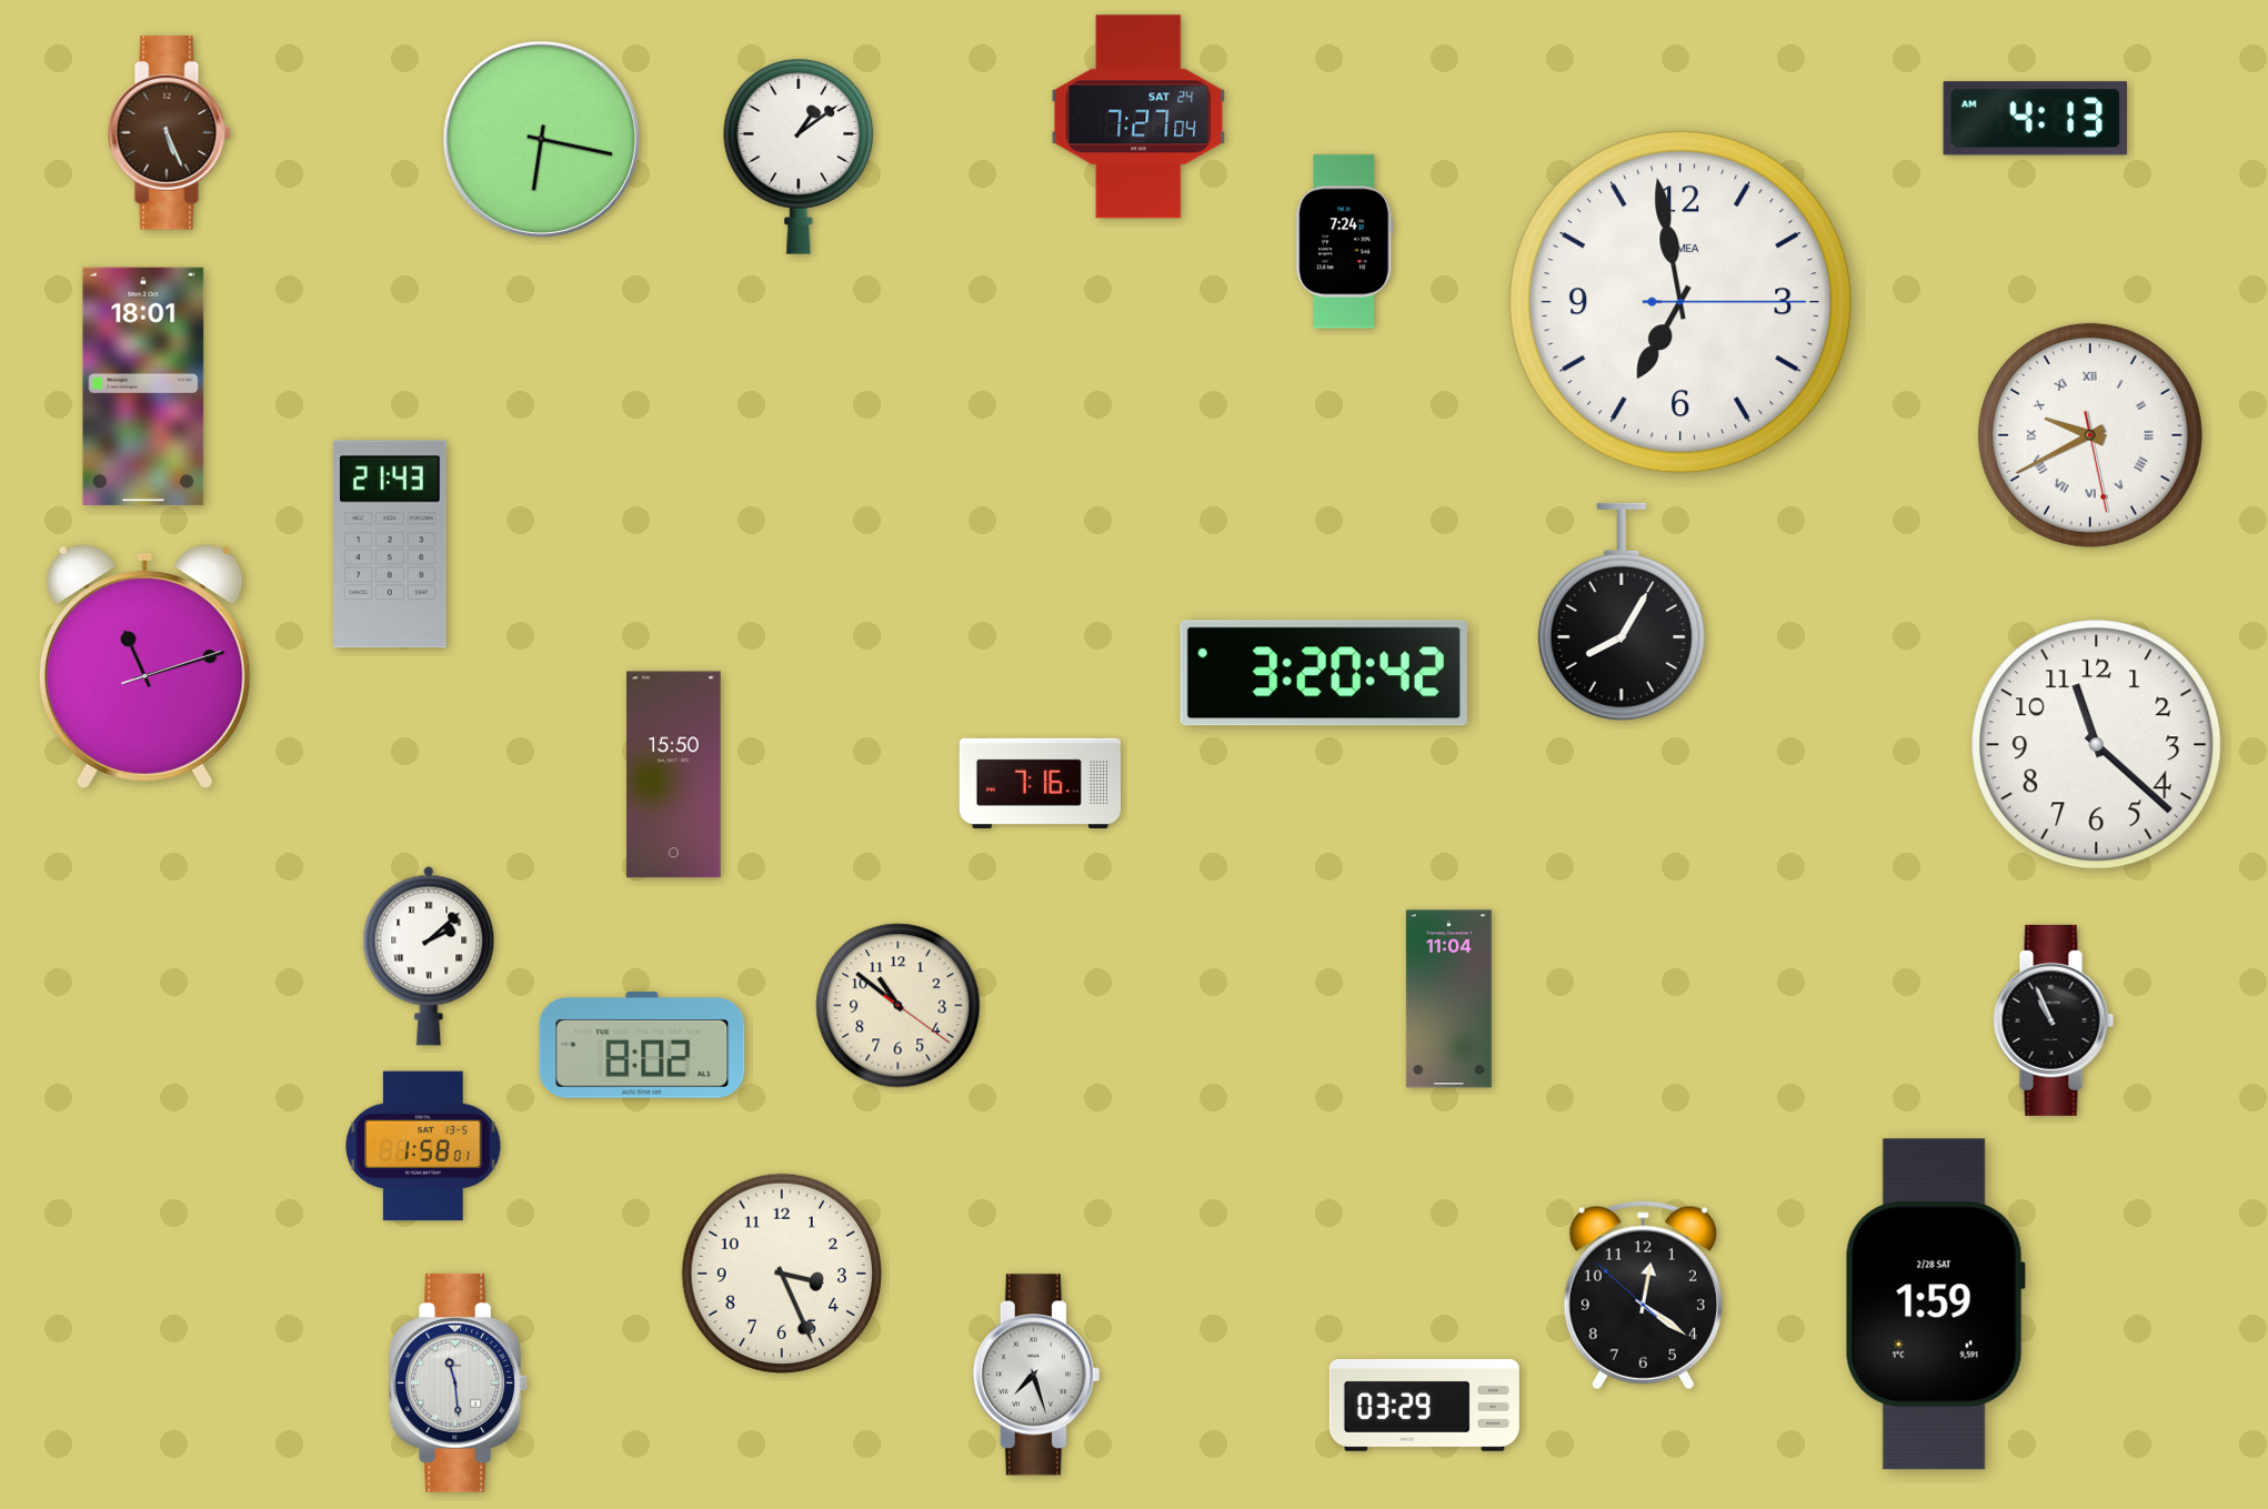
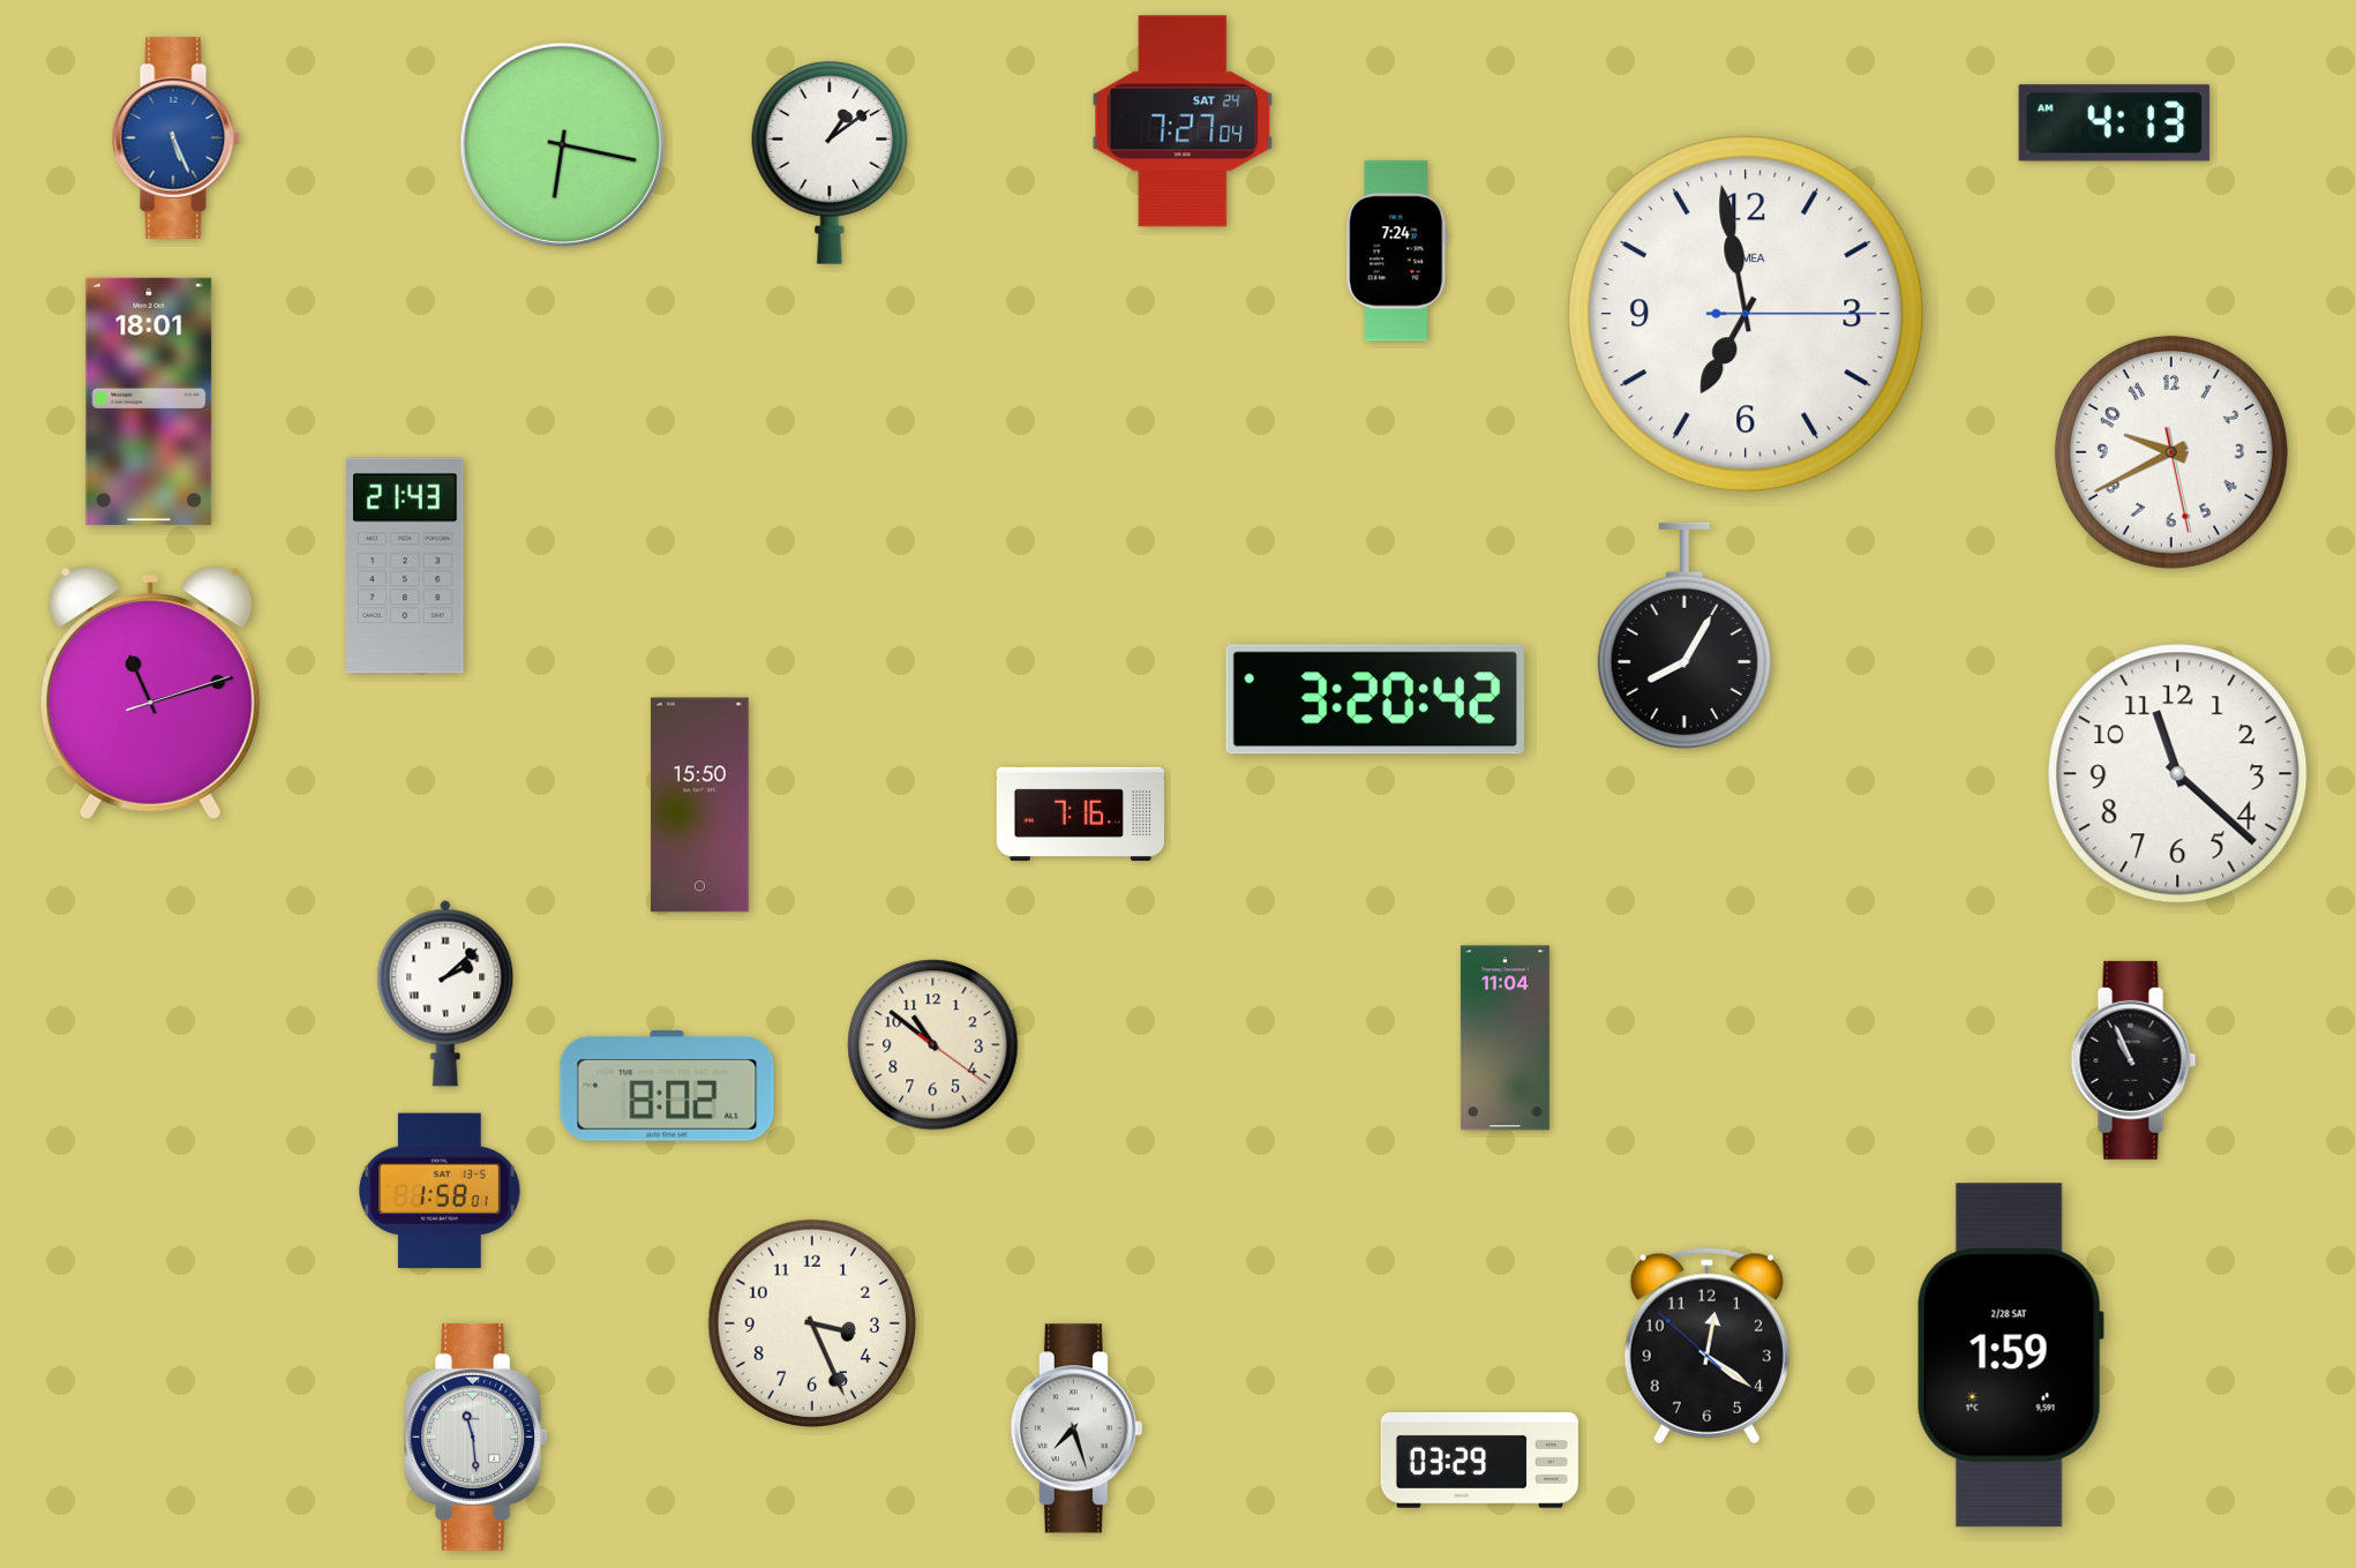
clock at (169, 133) dial: brown -> blue
clock at (2090, 435) numerals: Roman -> Arabic
